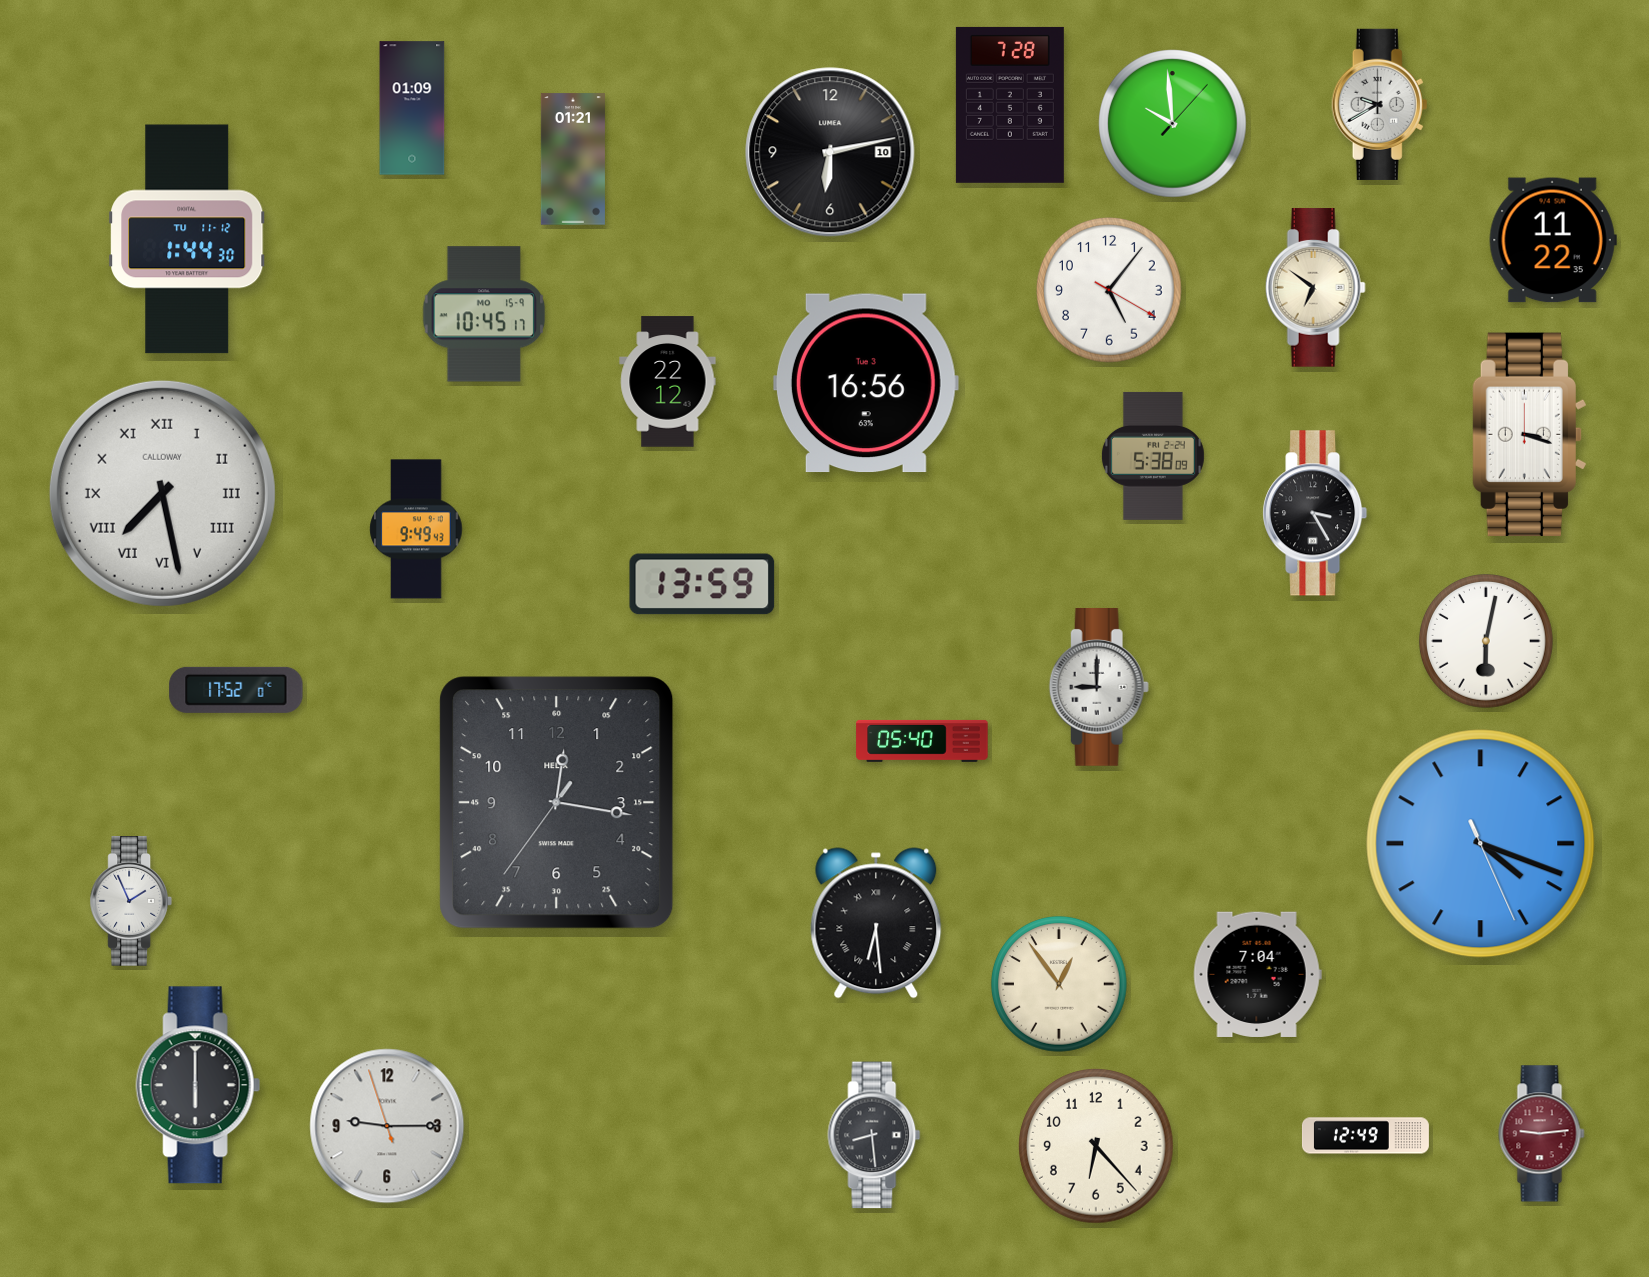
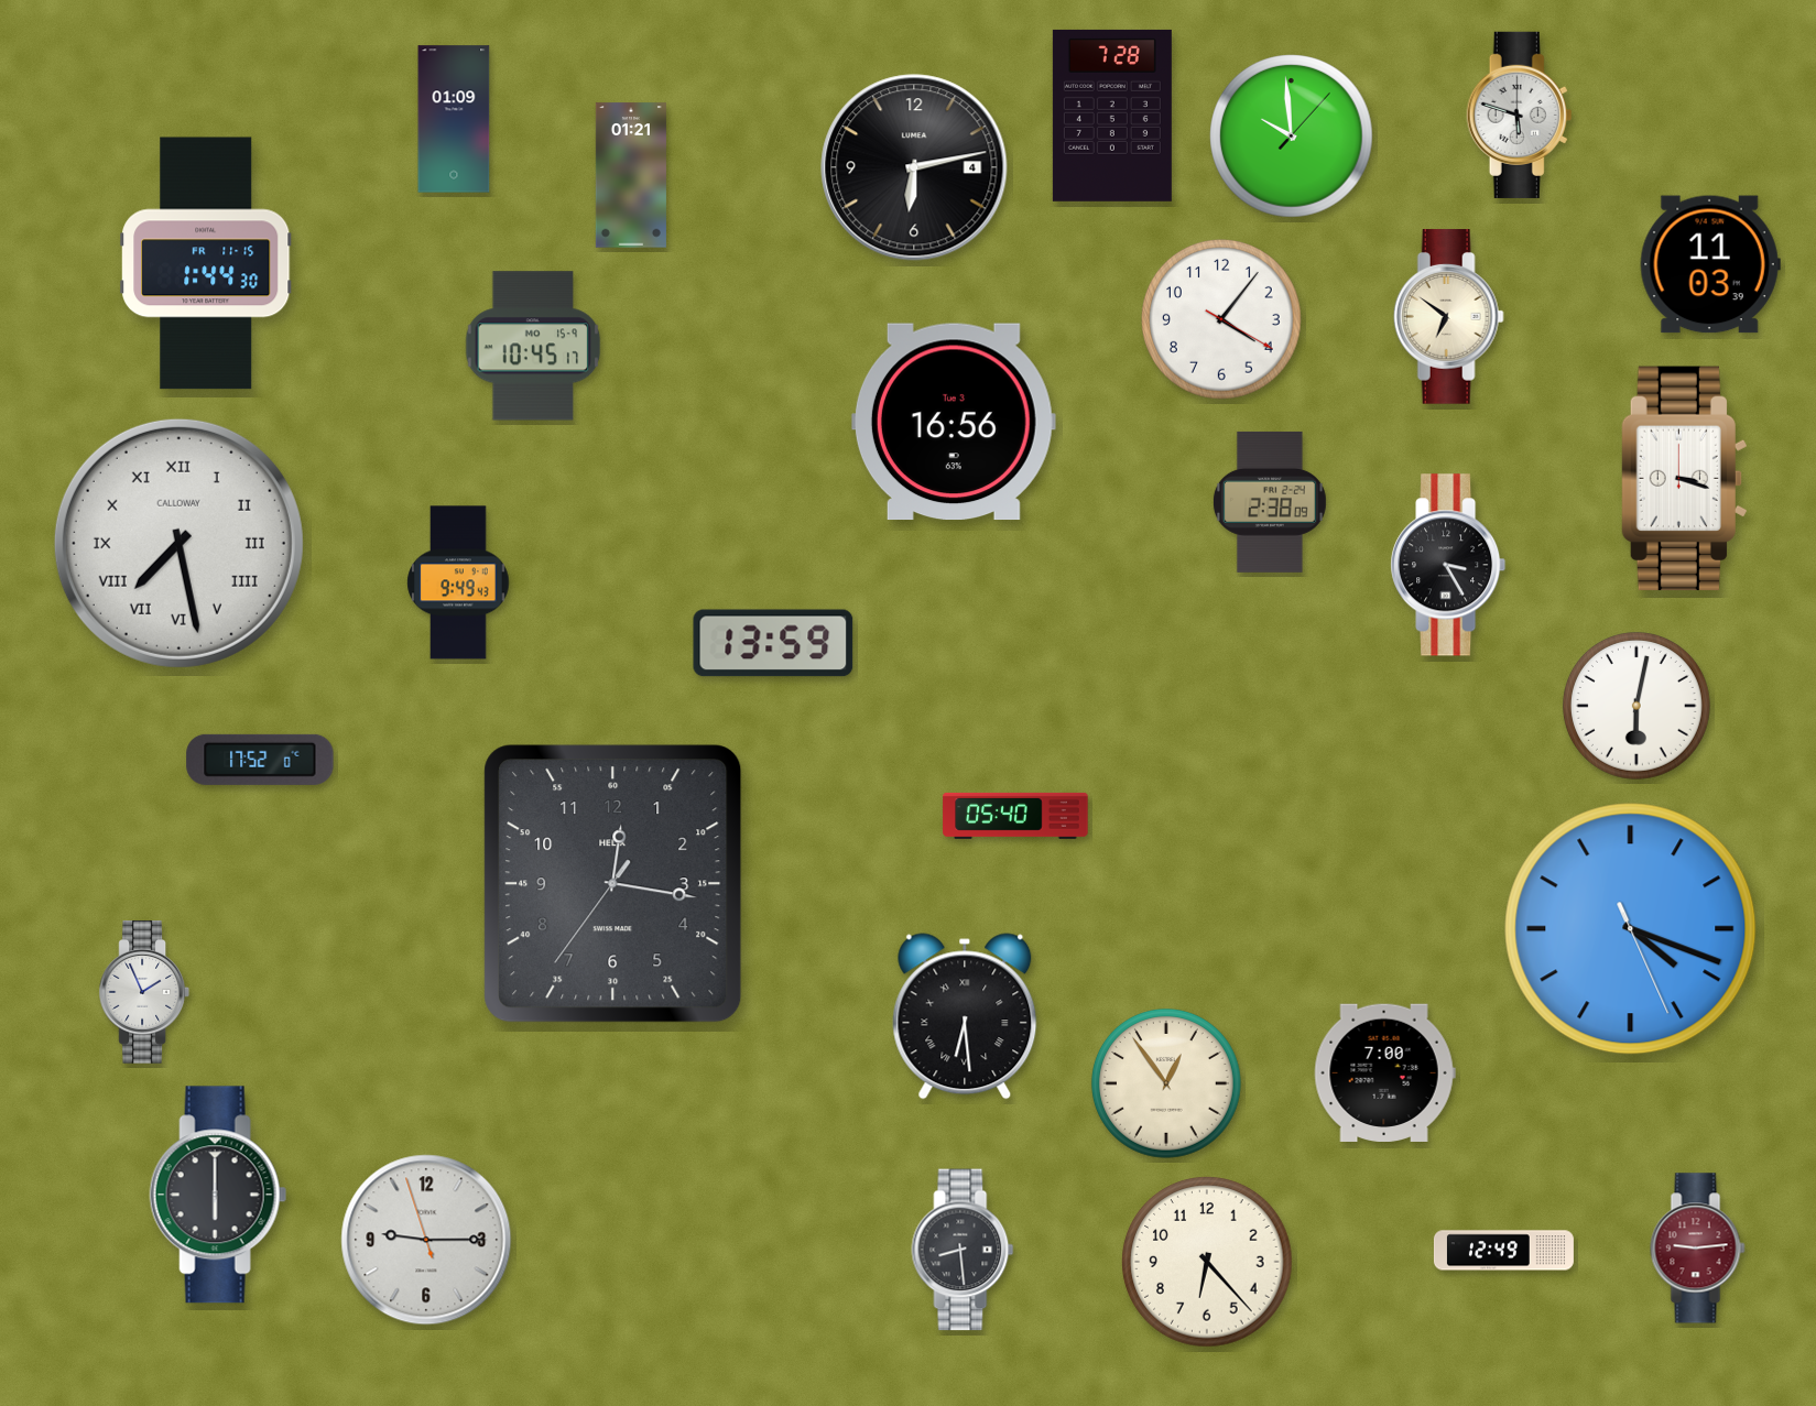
clock at (1380, 104): 9:40 -> 5:48
clock at (830, 152) date: 10 -> 4
clock at (188, 239) date: TU 11-12 -> FR 11-15
clock at (1553, 240): 11:22 -> 11:03
clock at (1110, 291): 5:06 -> 4:06
clock at (668, 382): 22:12 -> none
clock at (1153, 456): 5:38 -> 2:38
clock at (1099, 688): 9:00 -> none
clock at (1257, 974): 7:04 -> 7:00
